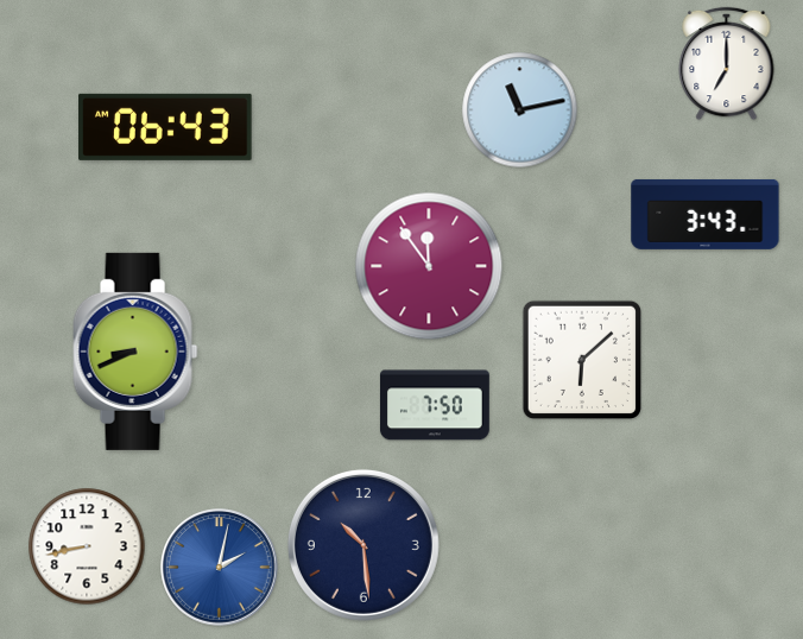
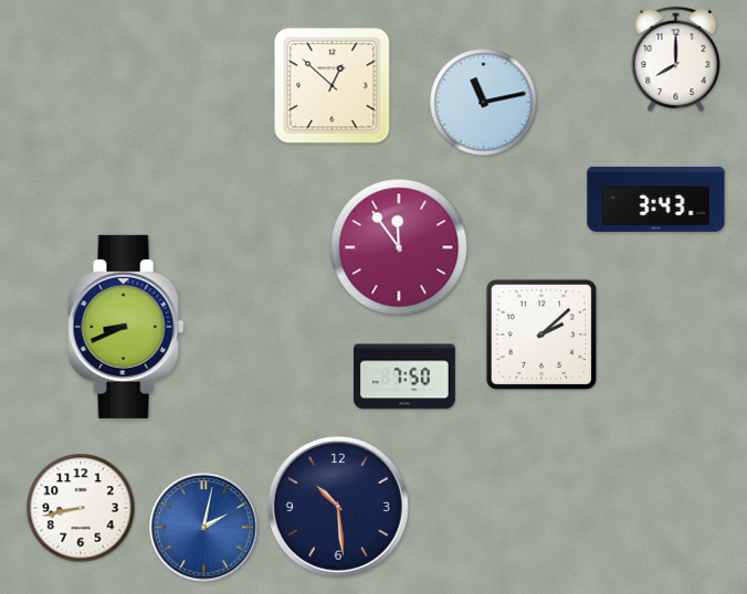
clock at (727, 64): 7:00 -> 8:00
clock at (333, 86): none -> 12:52
clock at (165, 127): 06:43 -> none
clock at (581, 359): 6:08 -> 2:08
